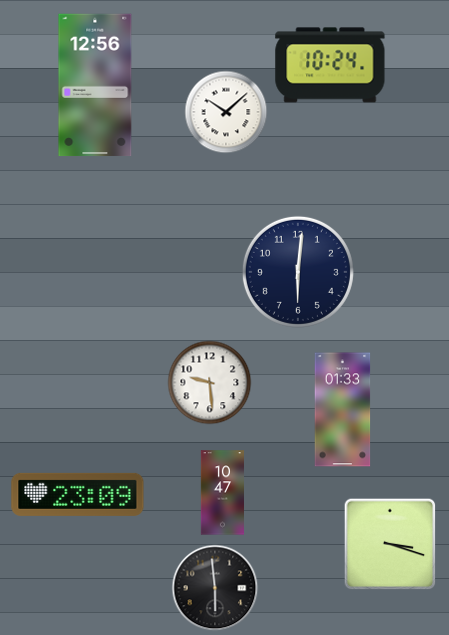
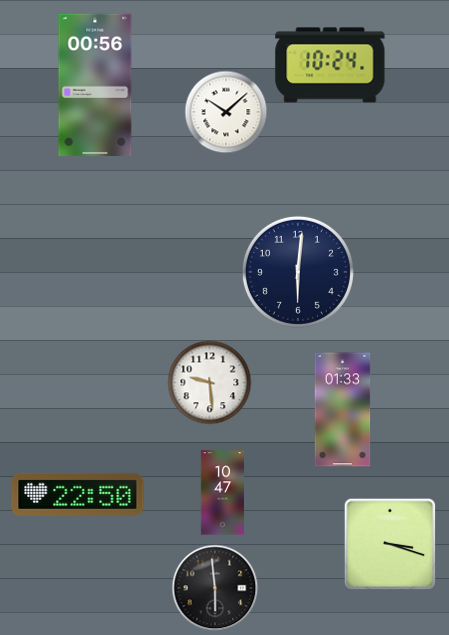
clock at (95, 85): 12:56 -> 00:56
clock at (78, 494): 23:09 -> 22:50
